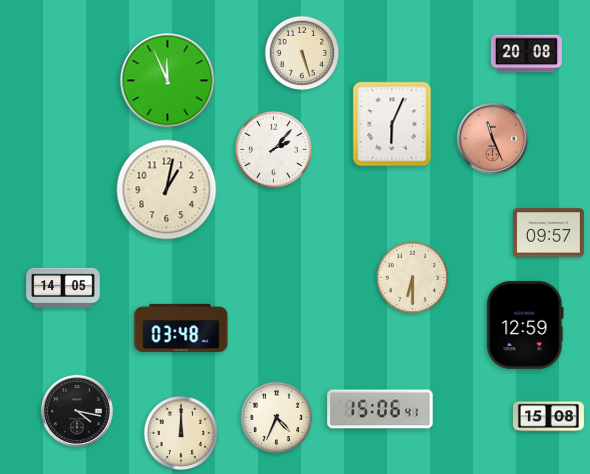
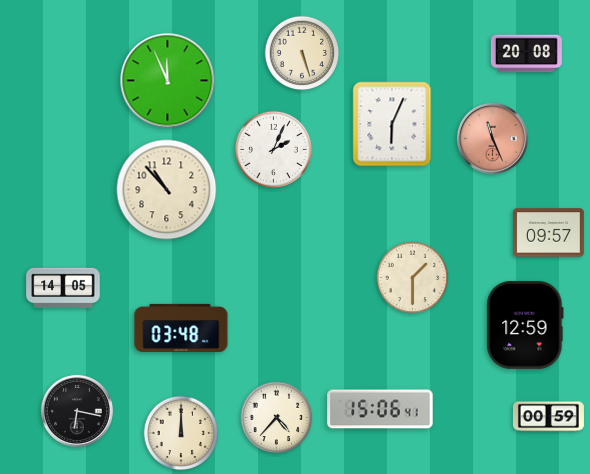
clock at (273, 149): 2:07 -> 2:04
clock at (167, 190): 1:02 -> 10:53
clock at (413, 278): 6:30 -> 1:30
clock at (77, 411): 4:17 -> 6:17
clock at (548, 417): 15:08 -> 00:59
clock at (277, 418): 4:34 -> 4:37
